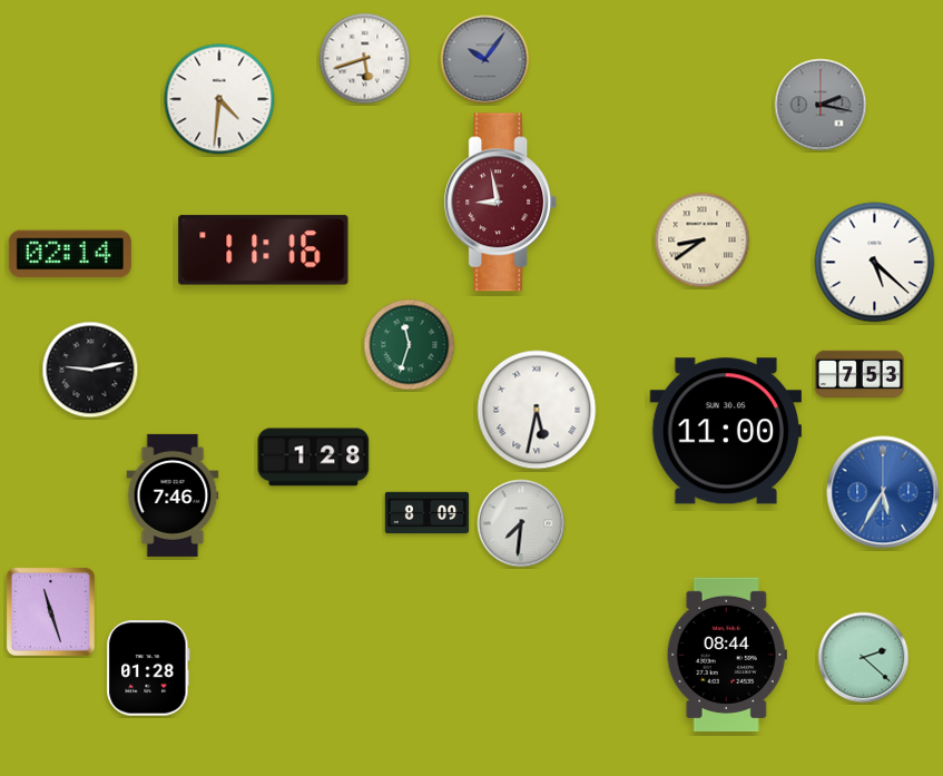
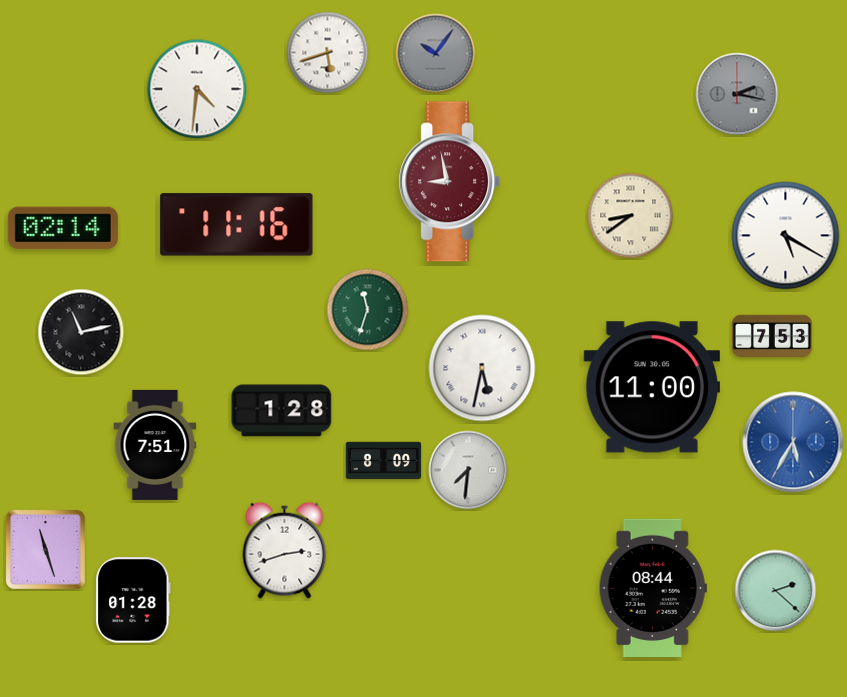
clock at (875, 263): 5:22 -> 5:20
clock at (90, 370): 9:13 -> 11:13
clock at (173, 495): 7:46 -> 7:51
clock at (285, 550): none -> 2:42
